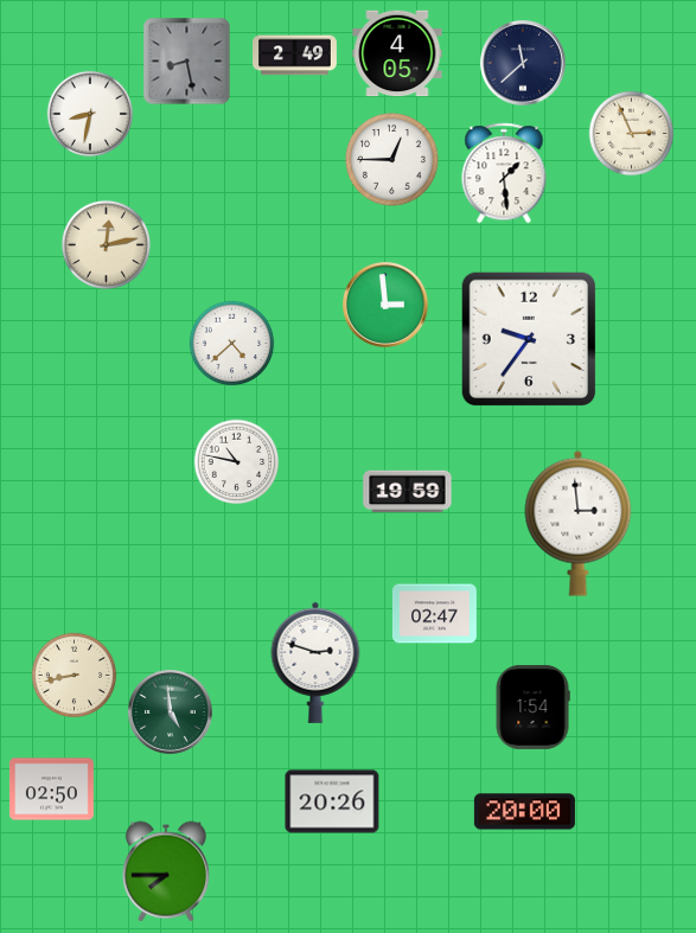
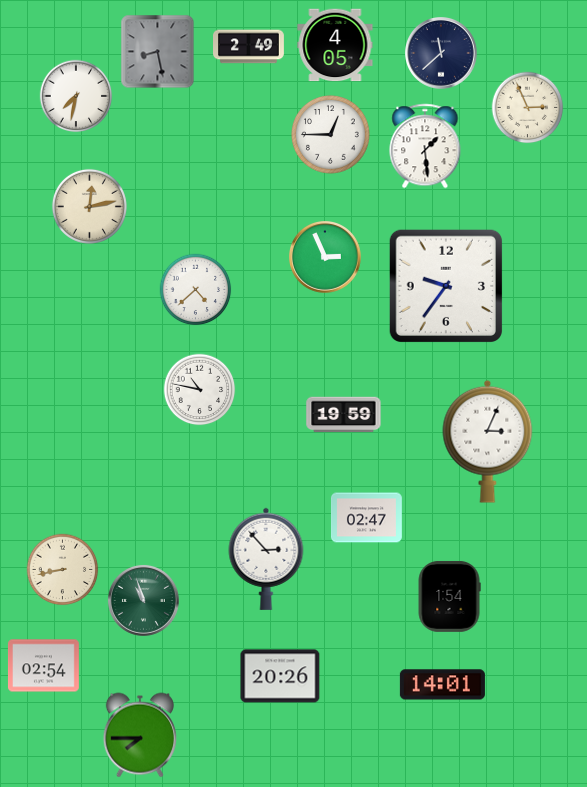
clock at (90, 114): 8:32 -> 7:32
clock at (632, 134) position: (632, 134) -> (528, 108)
clock at (387, 306): 2:59 -> 2:56
clock at (579, 523): 2:59 -> 3:04
clock at (315, 663): 2:48 -> 2:53
clock at (170, 711): 4:59 -> 10:57
clock at (51, 790): 02:50 -> 02:54
clock at (524, 812): 20:00 -> 14:01
